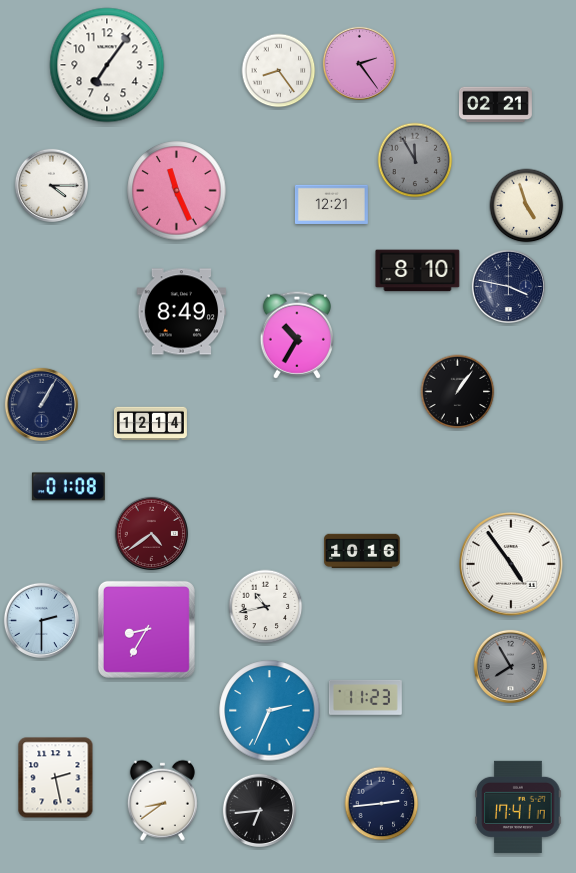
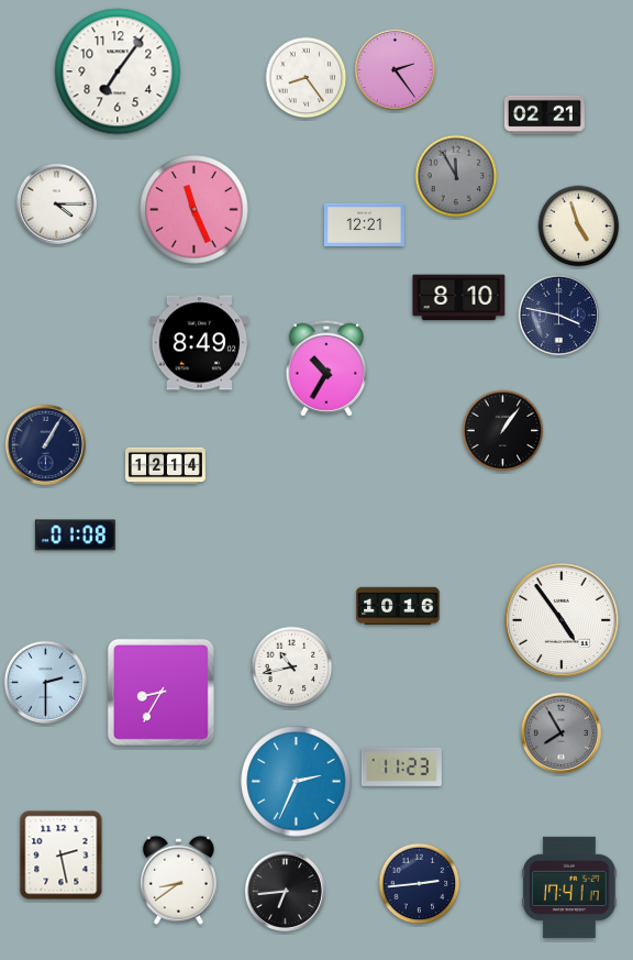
clock at (151, 533): 4:39 -> none
